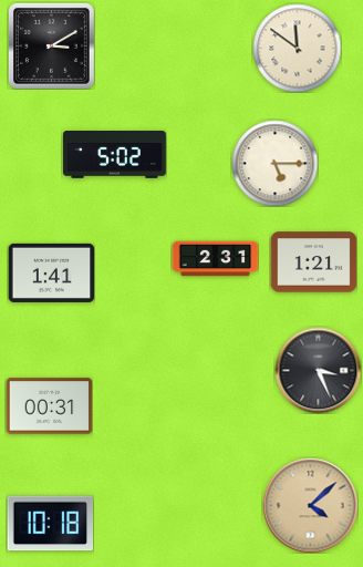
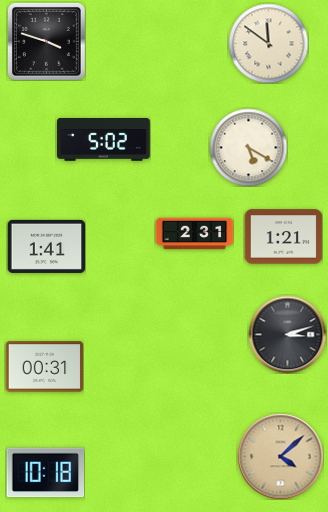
clock at (51, 45): 3:10 -> 3:48
clock at (274, 163): 5:15 -> 5:20
clock at (318, 370): 3:26 -> 3:12
